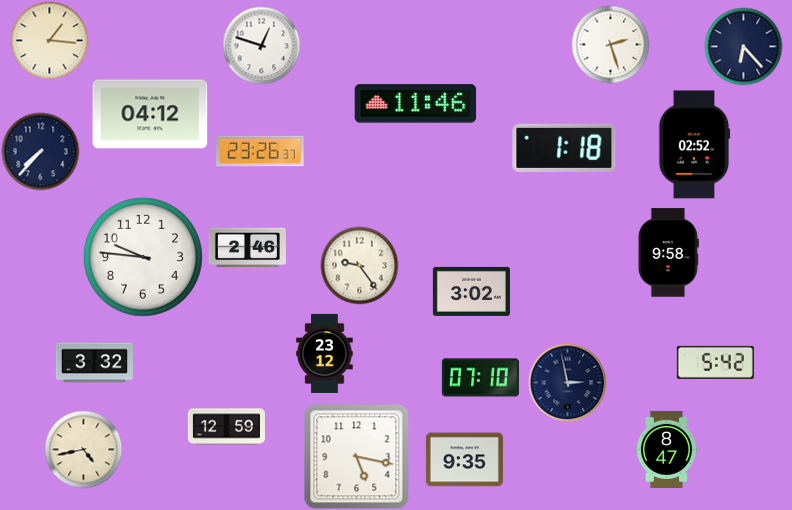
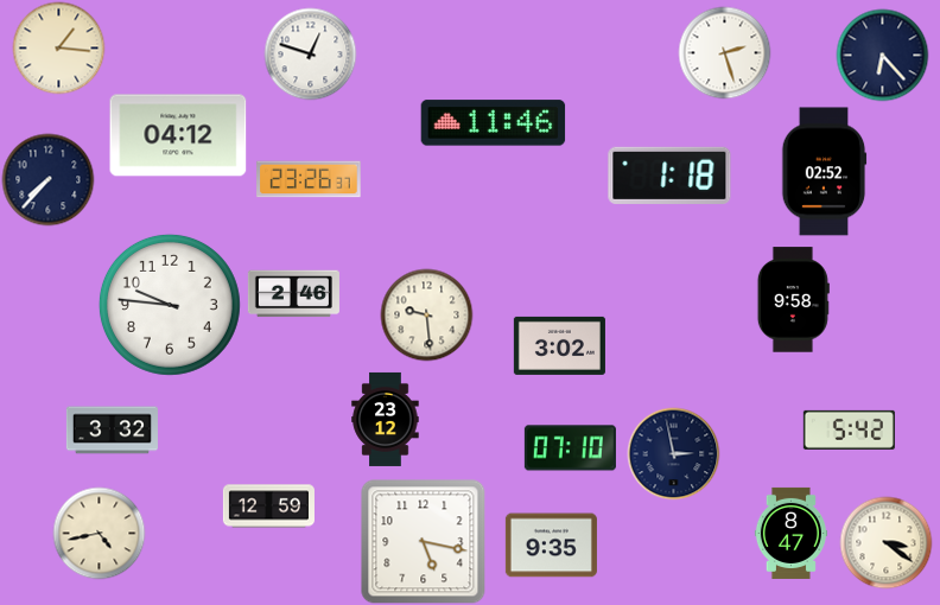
clock at (359, 265): 9:24 -> 9:29
clock at (885, 542): none -> 3:21
